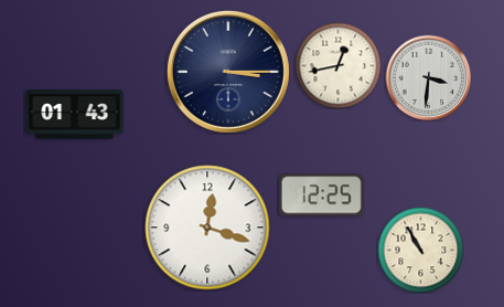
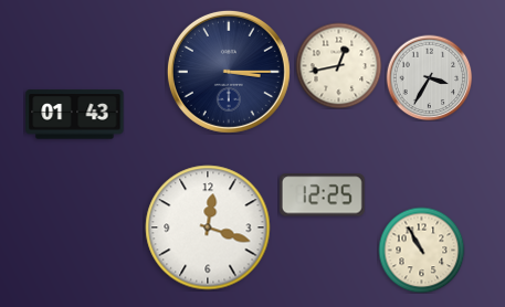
clock at (428, 77): 3:31 -> 3:35
